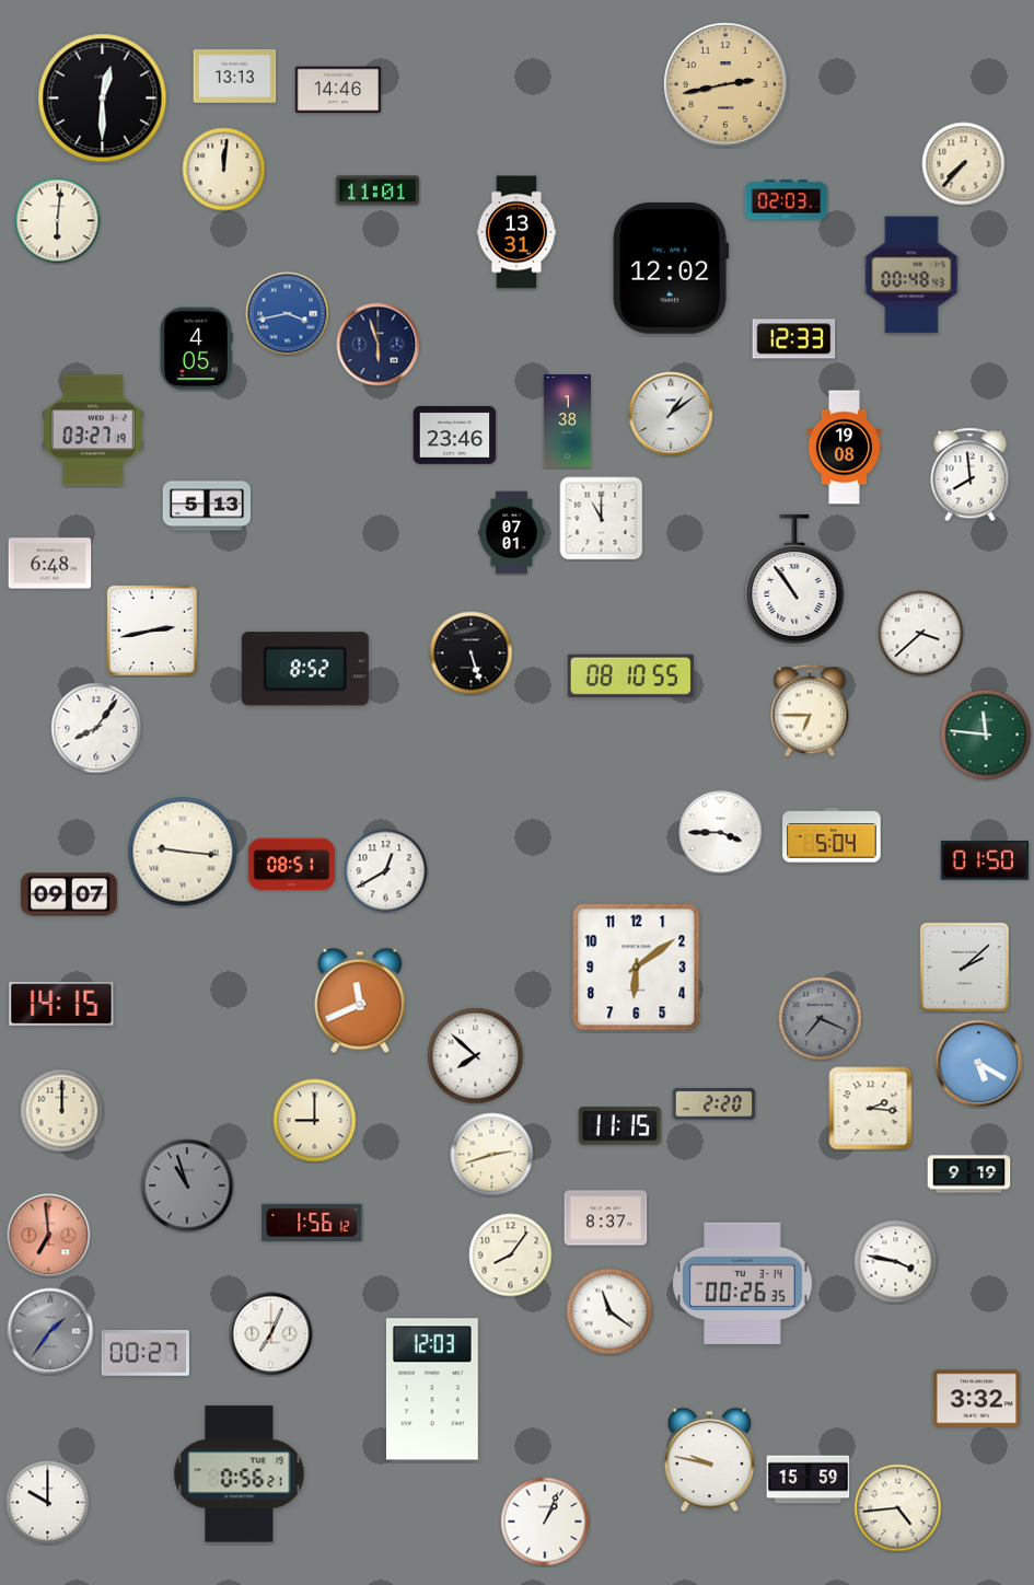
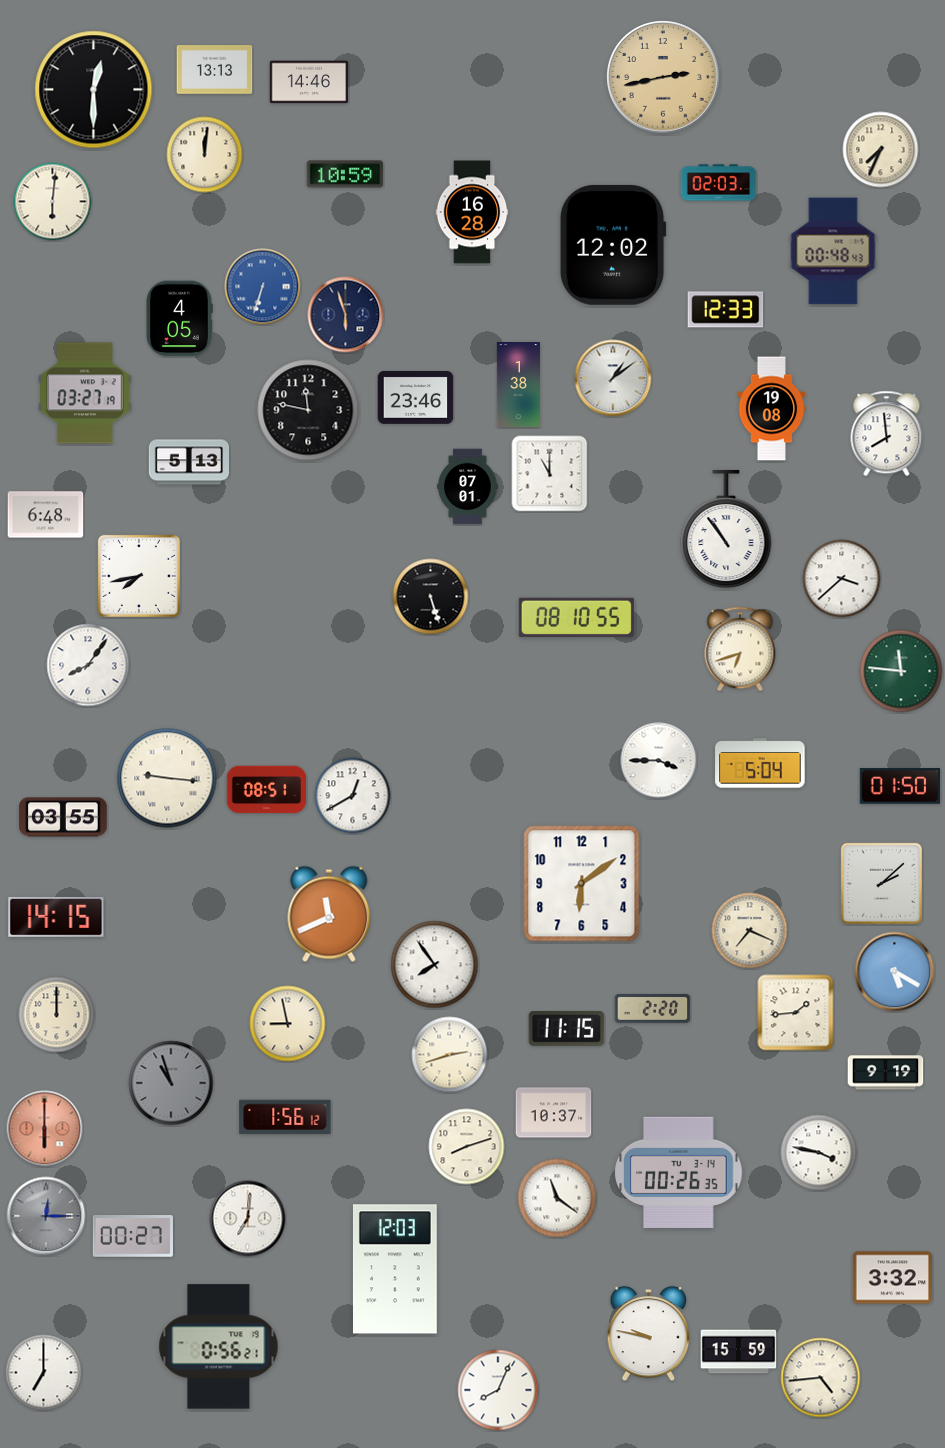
clock at (964, 164): 7:37 -> 7:34
clock at (377, 190): 11:01 -> 10:59
clock at (516, 232): 13:31 -> 16:28
clock at (288, 314): 3:43 -> 6:33
clock at (308, 410): none -> 11:47
clock at (152, 630): 2:43 -> 7:43
clock at (305, 669): 8:52 -> none
clock at (810, 710): 6:45 -> 6:42
clock at (69, 894): 09:07 -> 03:55
clock at (821, 1019) dial: grey -> cream
clock at (476, 1056): 7:52 -> 7:54
clock at (871, 1109): 2:16 -> 1:44
clock at (315, 1121): 9:00 -> 8:58
clock at (606, 1218): 8:37 -> 10:37
clock at (49, 1236): 6:59 -> 6:00
clock at (511, 1256): 8:06 -> 8:12
clock at (50, 1331): 1:36 -> 12:15
clock at (271, 1334): 7:04 -> 7:01
clock at (48, 1503): 10:00 -> 7:00
clock at (545, 1522): 1:04 -> 8:04
